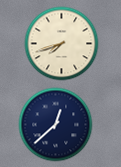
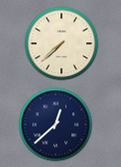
clock at (62, 44): 7:42 -> 7:38
